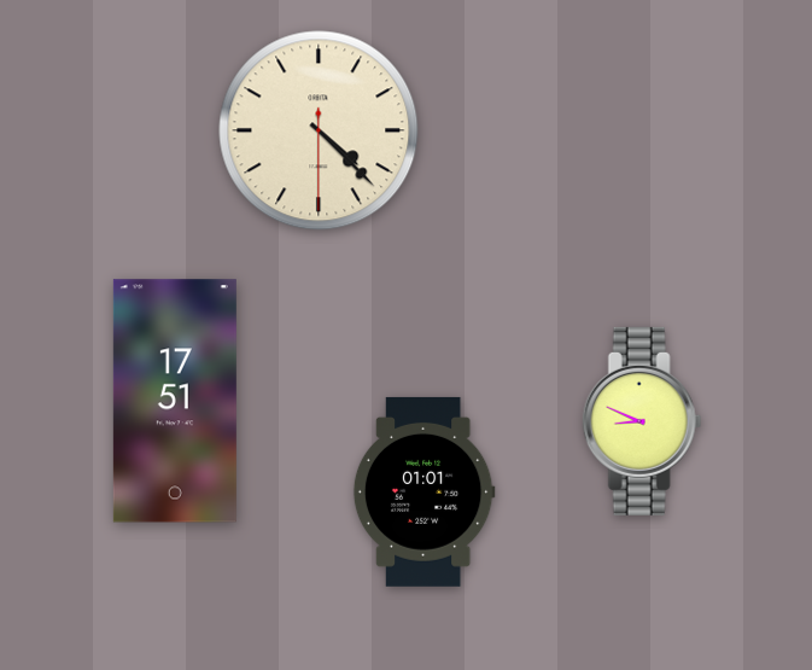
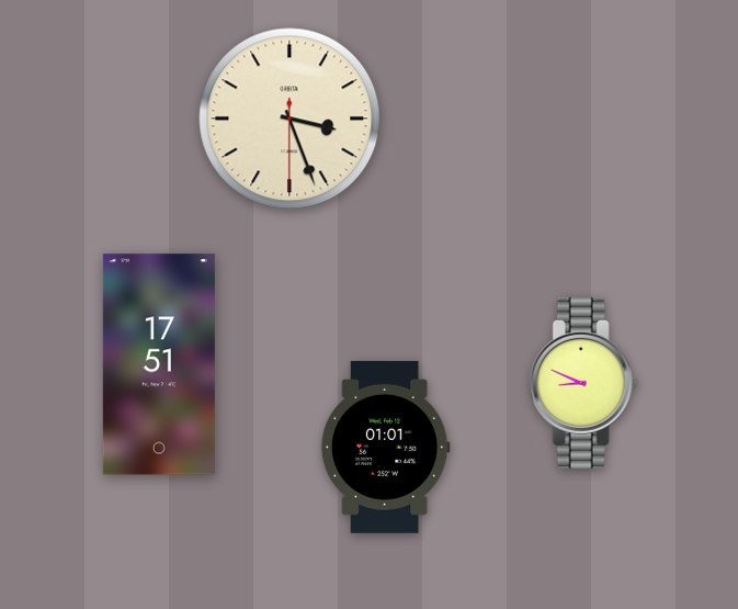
clock at (319, 130): 4:22 -> 3:26
